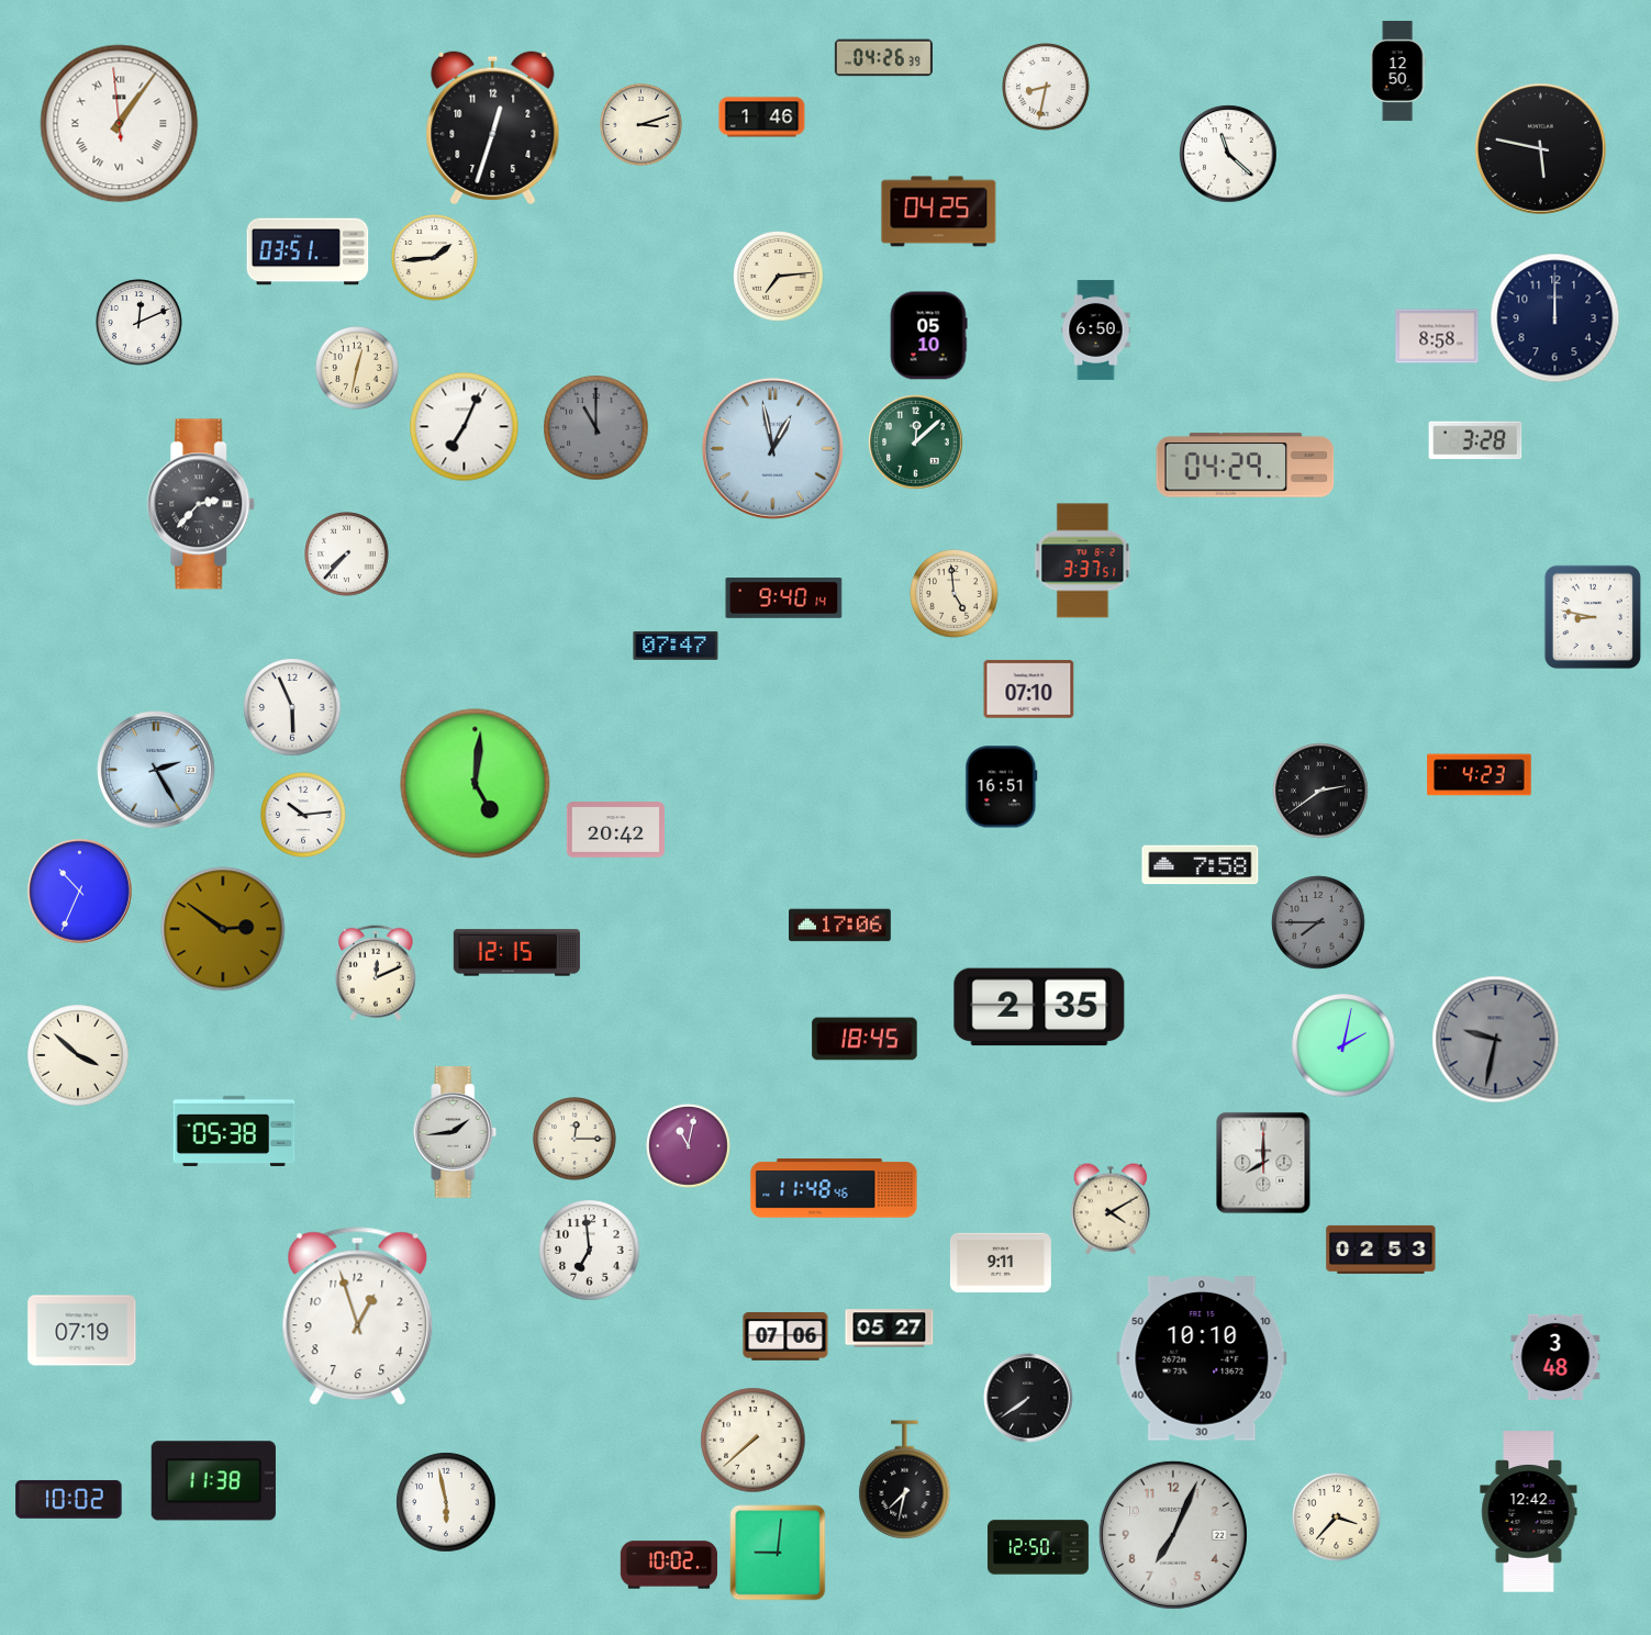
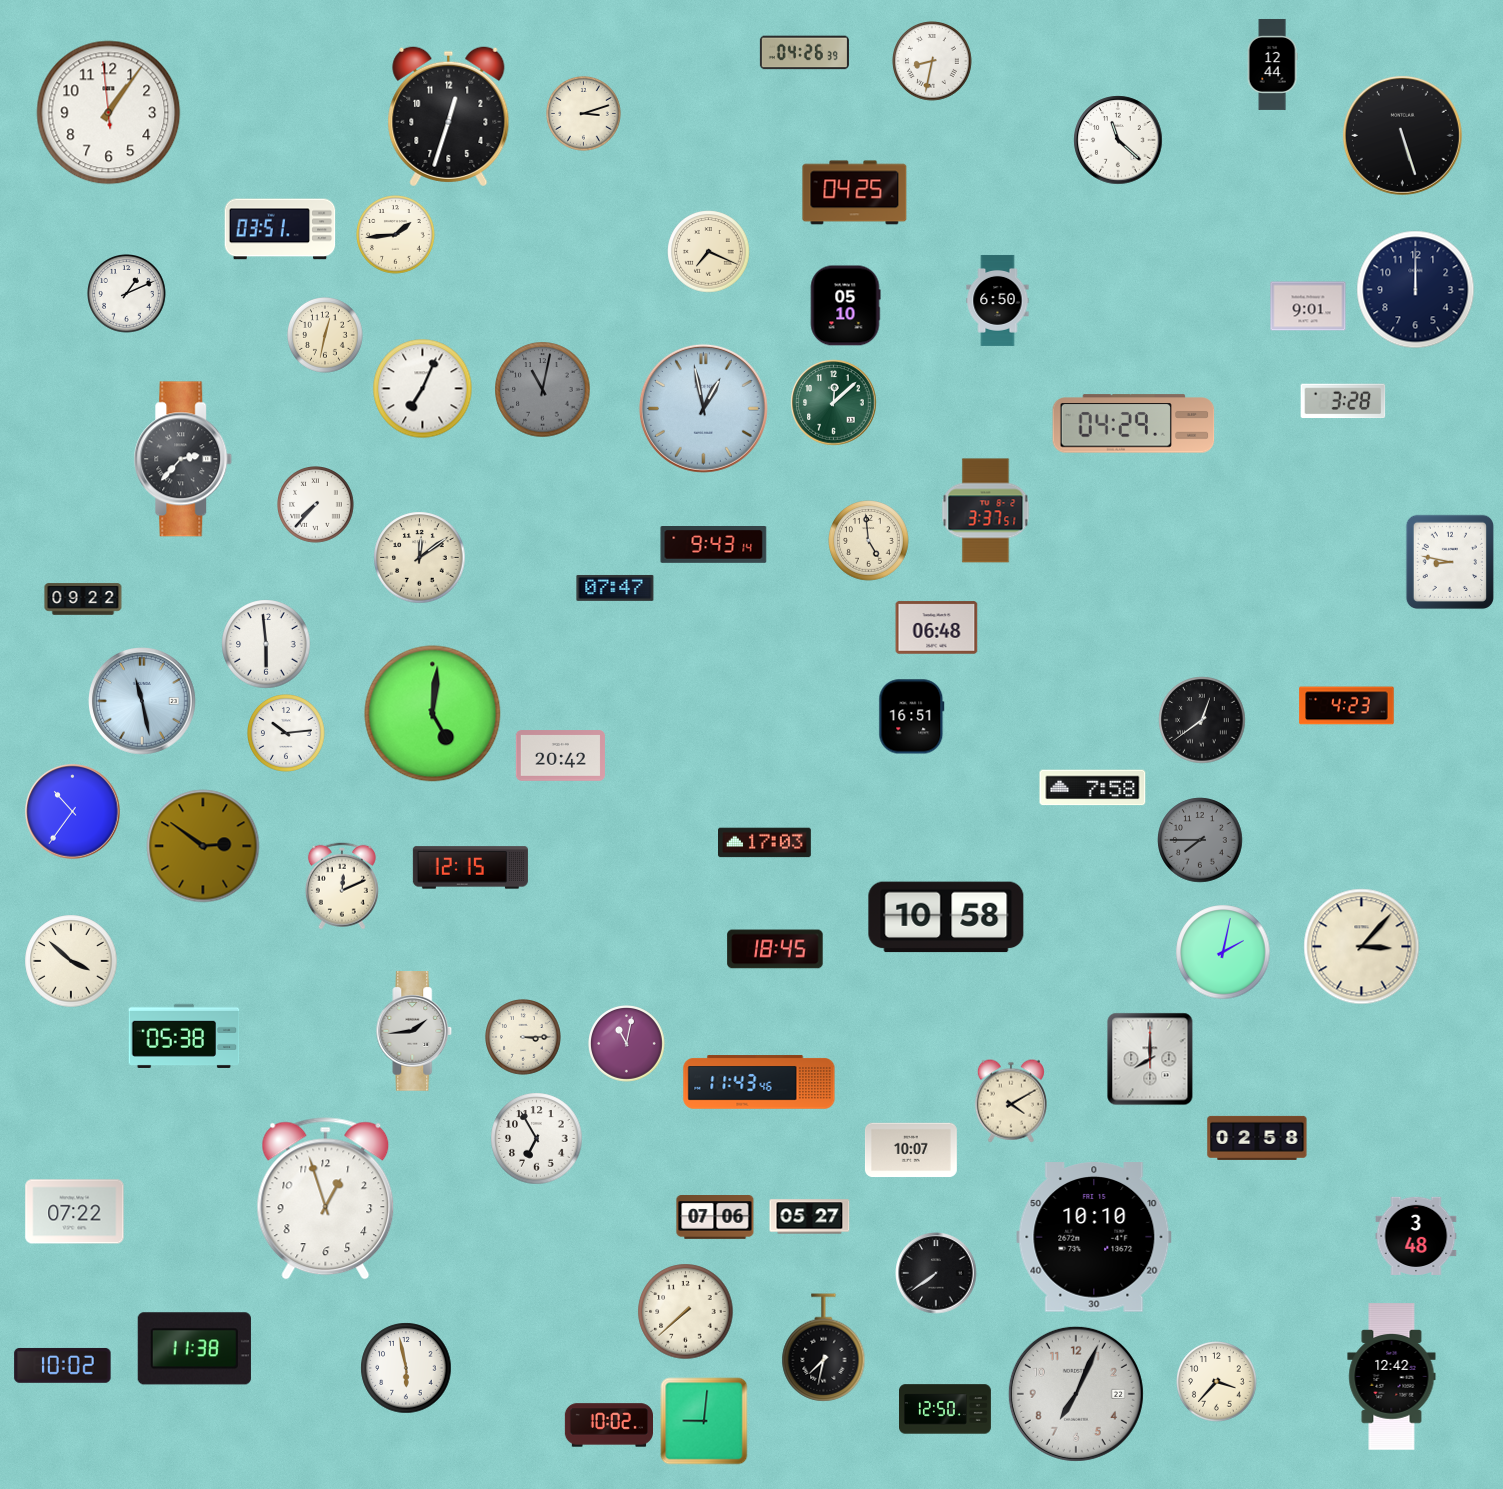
clock at (1397, 70): 12:50 -> 12:44
clock at (1046, 87) position: (1046, 87) -> (932, 61)
clock at (762, 117): 1:46 -> none
clock at (120, 124) numerals: Roman -> Arabic
clock at (1540, 148): 5:47 -> 5:27
clock at (779, 277): 7:14 -> 7:19
clock at (140, 323): 12:11 -> 1:11
clock at (1437, 336): 8:58 -> 9:01
clock at (596, 428): 11:00 -> 11:02
clock at (784, 598): 9:40 -> 9:43
clock at (420, 558): none -> 12:09
clock at (83, 599): none -> 09:22
clock at (1029, 690): 07:10 -> 06:48
clock at (292, 707): 5:56 -> 5:59
clock at (157, 771): 2:25 -> 11:28
clock at (1320, 791): 2:39 -> 12:39
clock at (304, 816) position: (304, 816) -> (287, 734)
clock at (80, 892): 10:34 -> 10:36
clock at (840, 926): 17:06 -> 17:03
clock at (1039, 1007): 2:35 -> 10:58
clock at (864, 1039) position: (864, 1039) -> (775, 949)
clock at (1496, 1040): 9:32 -> 3:07
clock at (1496, 1040) dial: grey -> cream
clock at (234, 1131) position: (234, 1131) -> (184, 1036)
clock at (576, 1140): 12:15 -> 3:15
clock at (834, 1188): 11:48 -> 11:43
clock at (1381, 1250): 02:53 -> 02:58
clock at (590, 1251): 6:59 -> 6:55
clock at (1001, 1263): 9:11 -> 10:07
clock at (890, 1329) position: (890, 1329) -> (810, 1217)
clock at (82, 1331): 07:19 -> 07:22
clock at (1173, 1535) position: (1173, 1535) -> (1076, 1394)
clock at (778, 1553) position: (778, 1553) -> (704, 1421)
